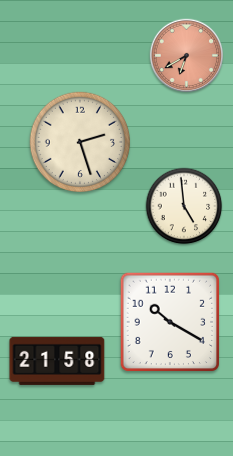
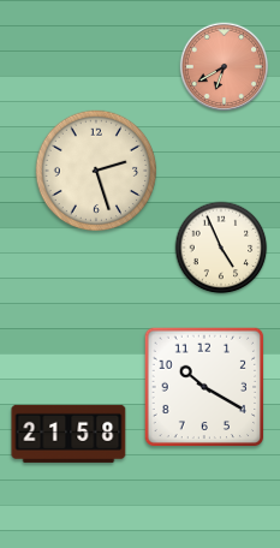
clock at (184, 206): 4:59 -> 4:56
